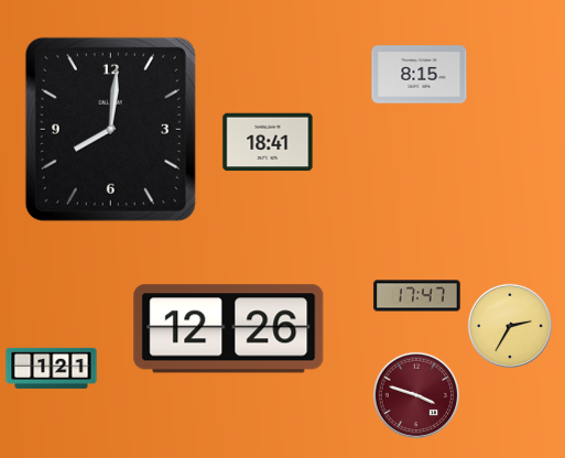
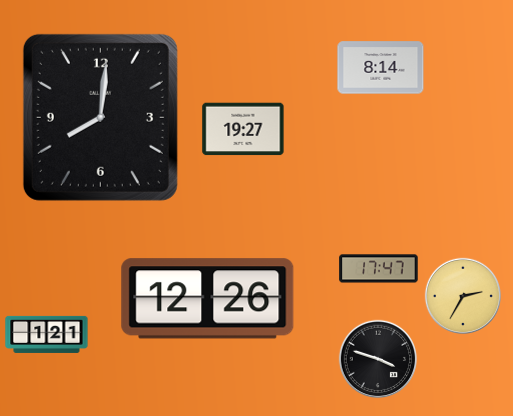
clock at (420, 75): 8:15 -> 8:14
clock at (268, 142): 18:41 -> 19:27
clock at (416, 395) dial: burgundy -> black
